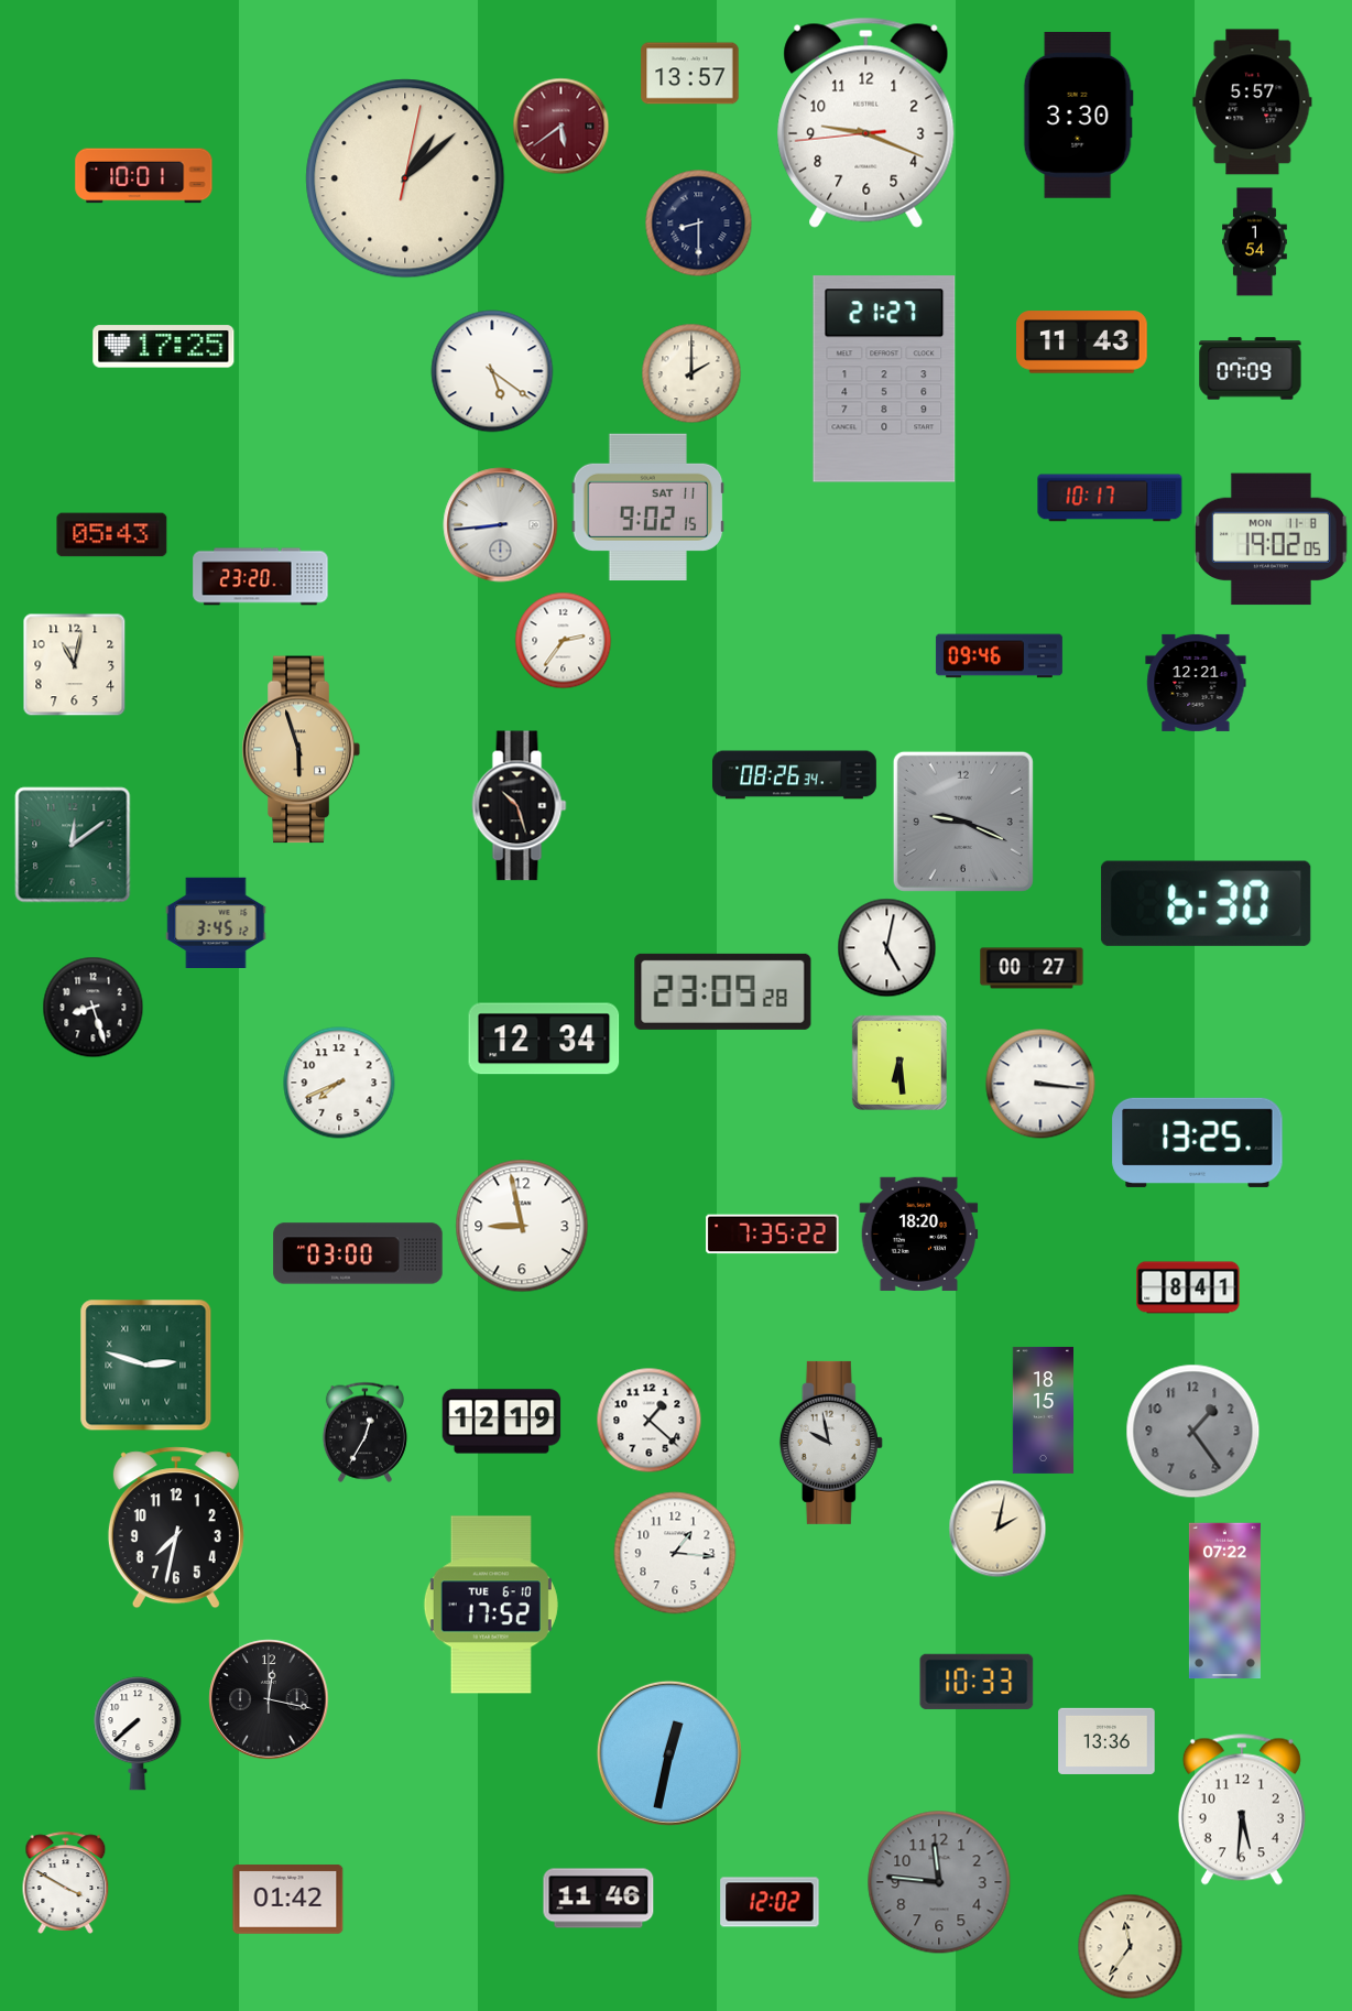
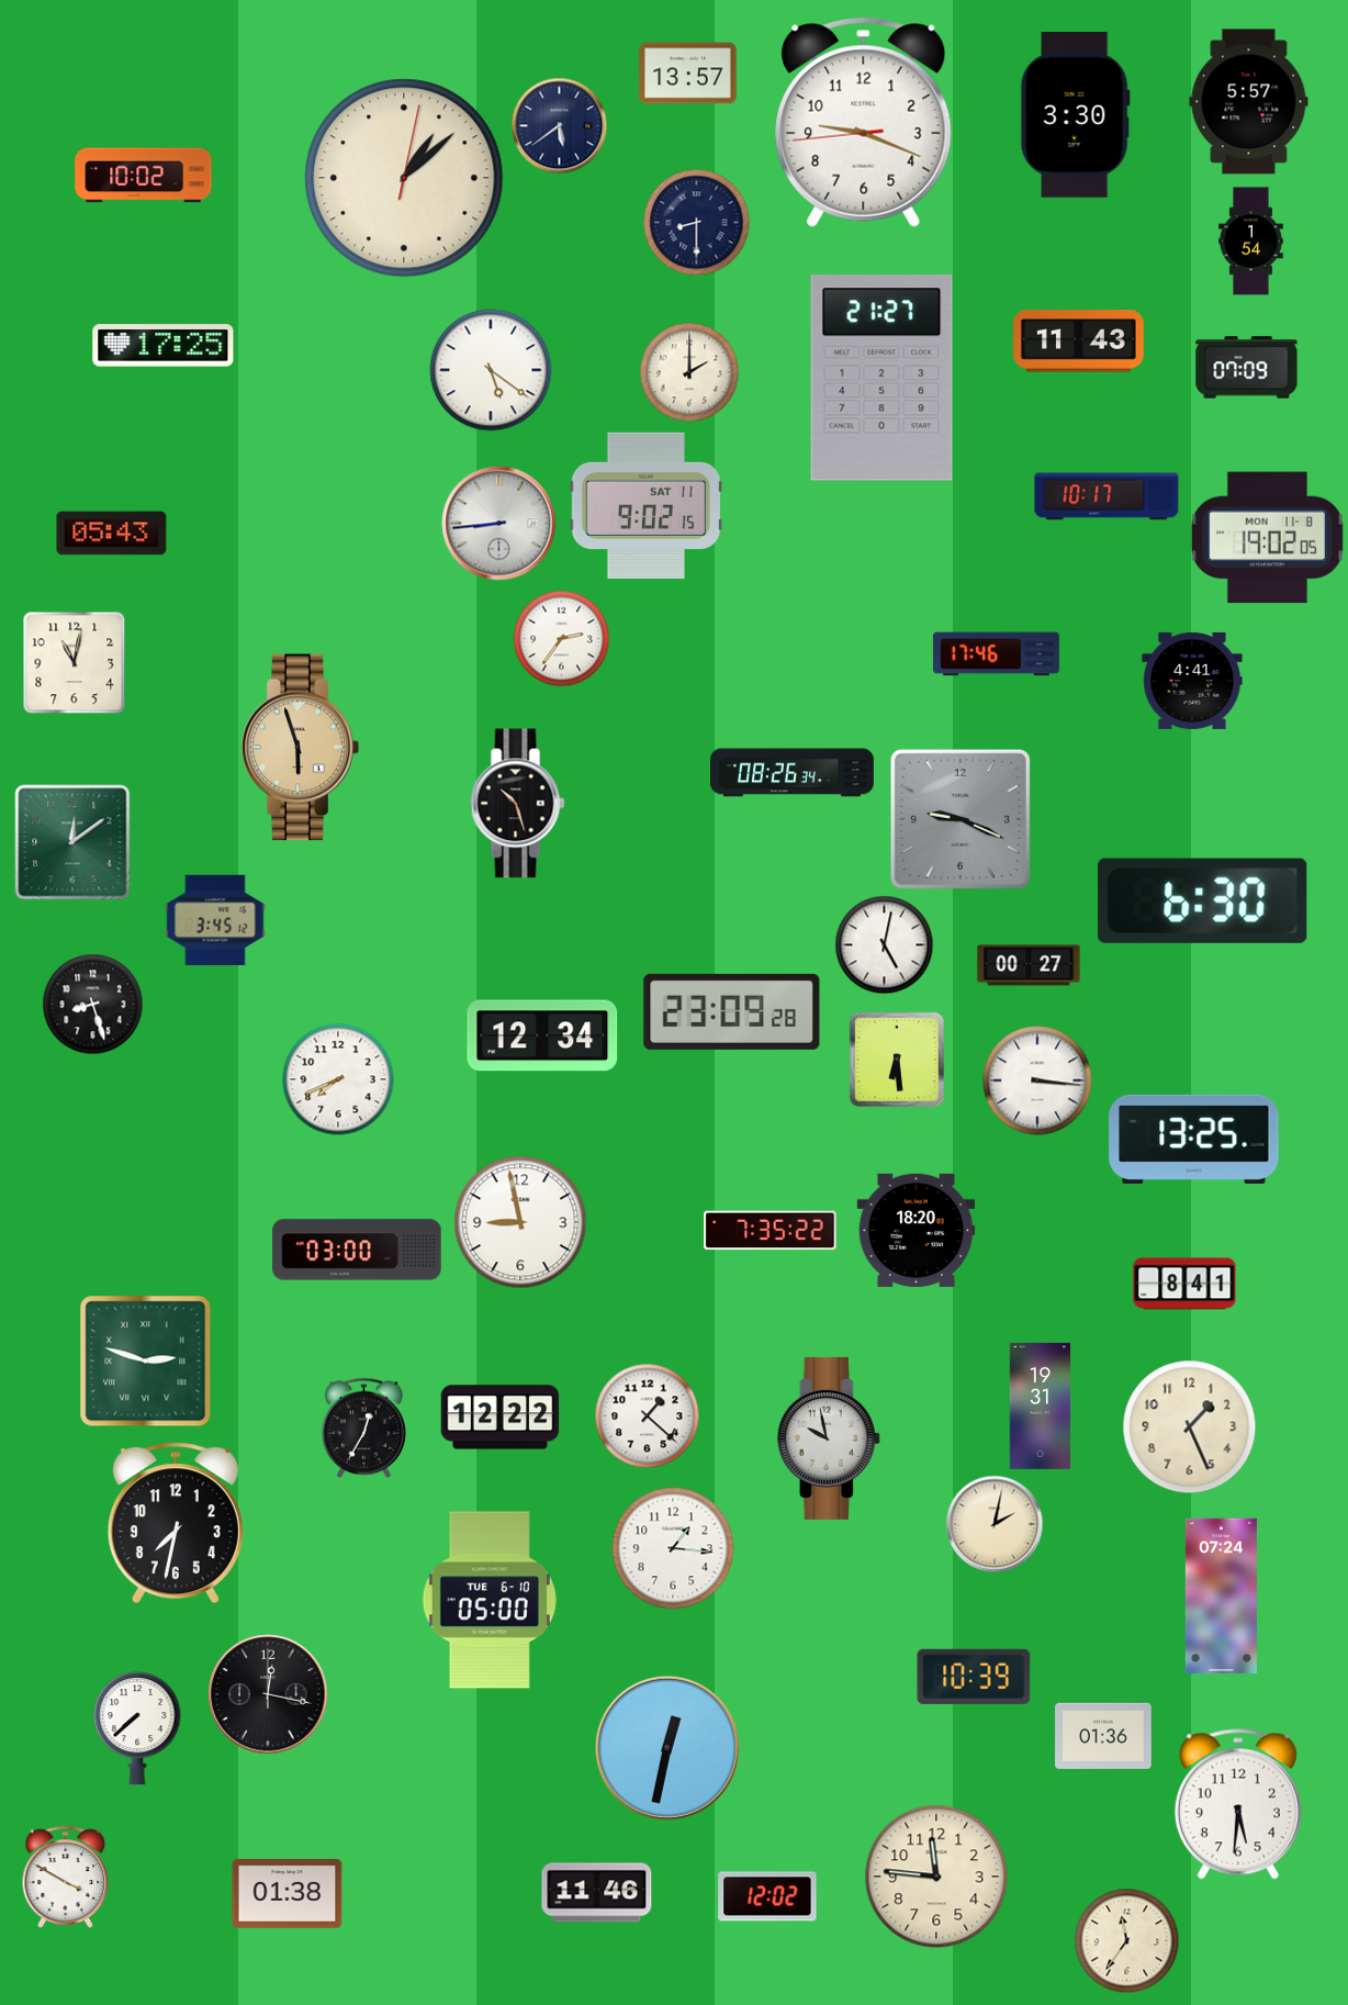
clock at (561, 127) dial: burgundy -> navy
clock at (144, 176): 10:01 -> 10:02
clock at (261, 577): 23:20 -> none
clock at (999, 656): 09:46 -> 17:46
clock at (1196, 683): 12:21 -> 4:41
clock at (723, 991) position: (723, 991) -> (732, 1011)
clock at (1043, 1410): 18:15 -> 19:31
clock at (502, 1422): 12:19 -> 12:22
clock at (1193, 1432): 1:24 -> 1:26
clock at (1193, 1432) dial: grey -> cream
clock at (1224, 1601): 07:22 -> 07:24
clock at (491, 1605): 17:52 -> 05:00
clock at (977, 1682): 10:33 -> 10:39
clock at (1106, 1740): 13:36 -> 01:36
clock at (939, 1882) dial: grey -> cream
clock at (288, 1900): 01:42 -> 01:38
